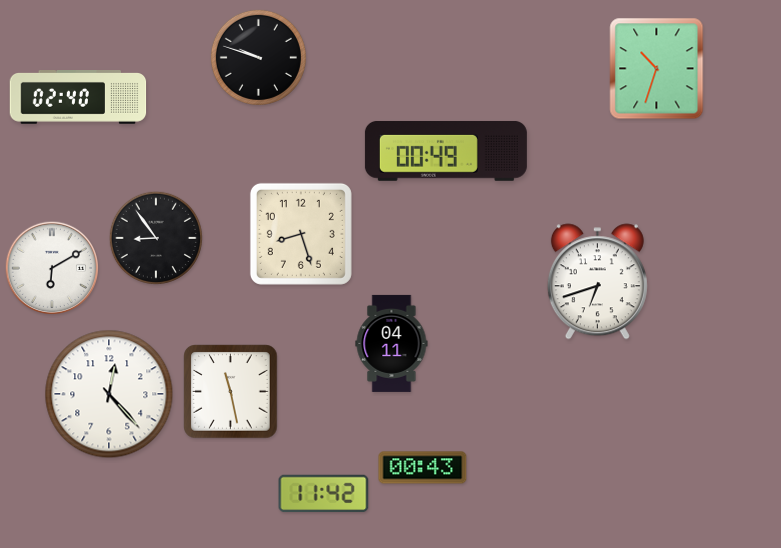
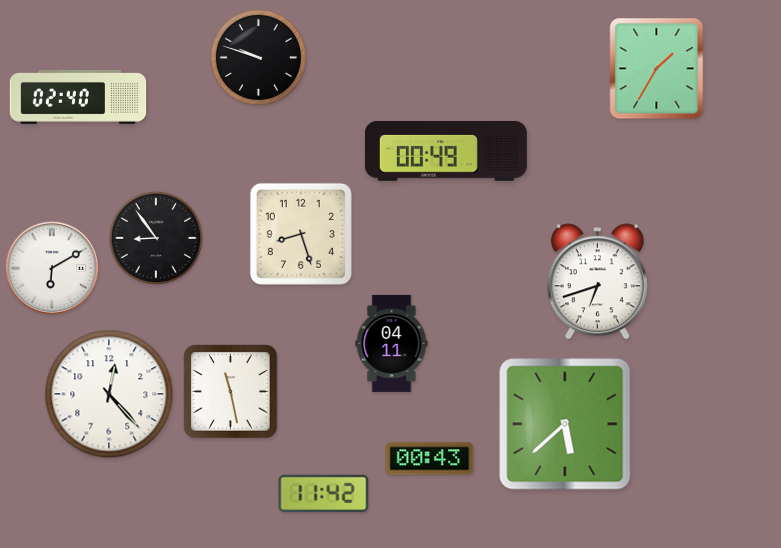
clock at (657, 69): 10:33 -> 1:35
clock at (565, 424): none -> 5:38
clock at (423, 468) position: (423, 468) -> (430, 459)
